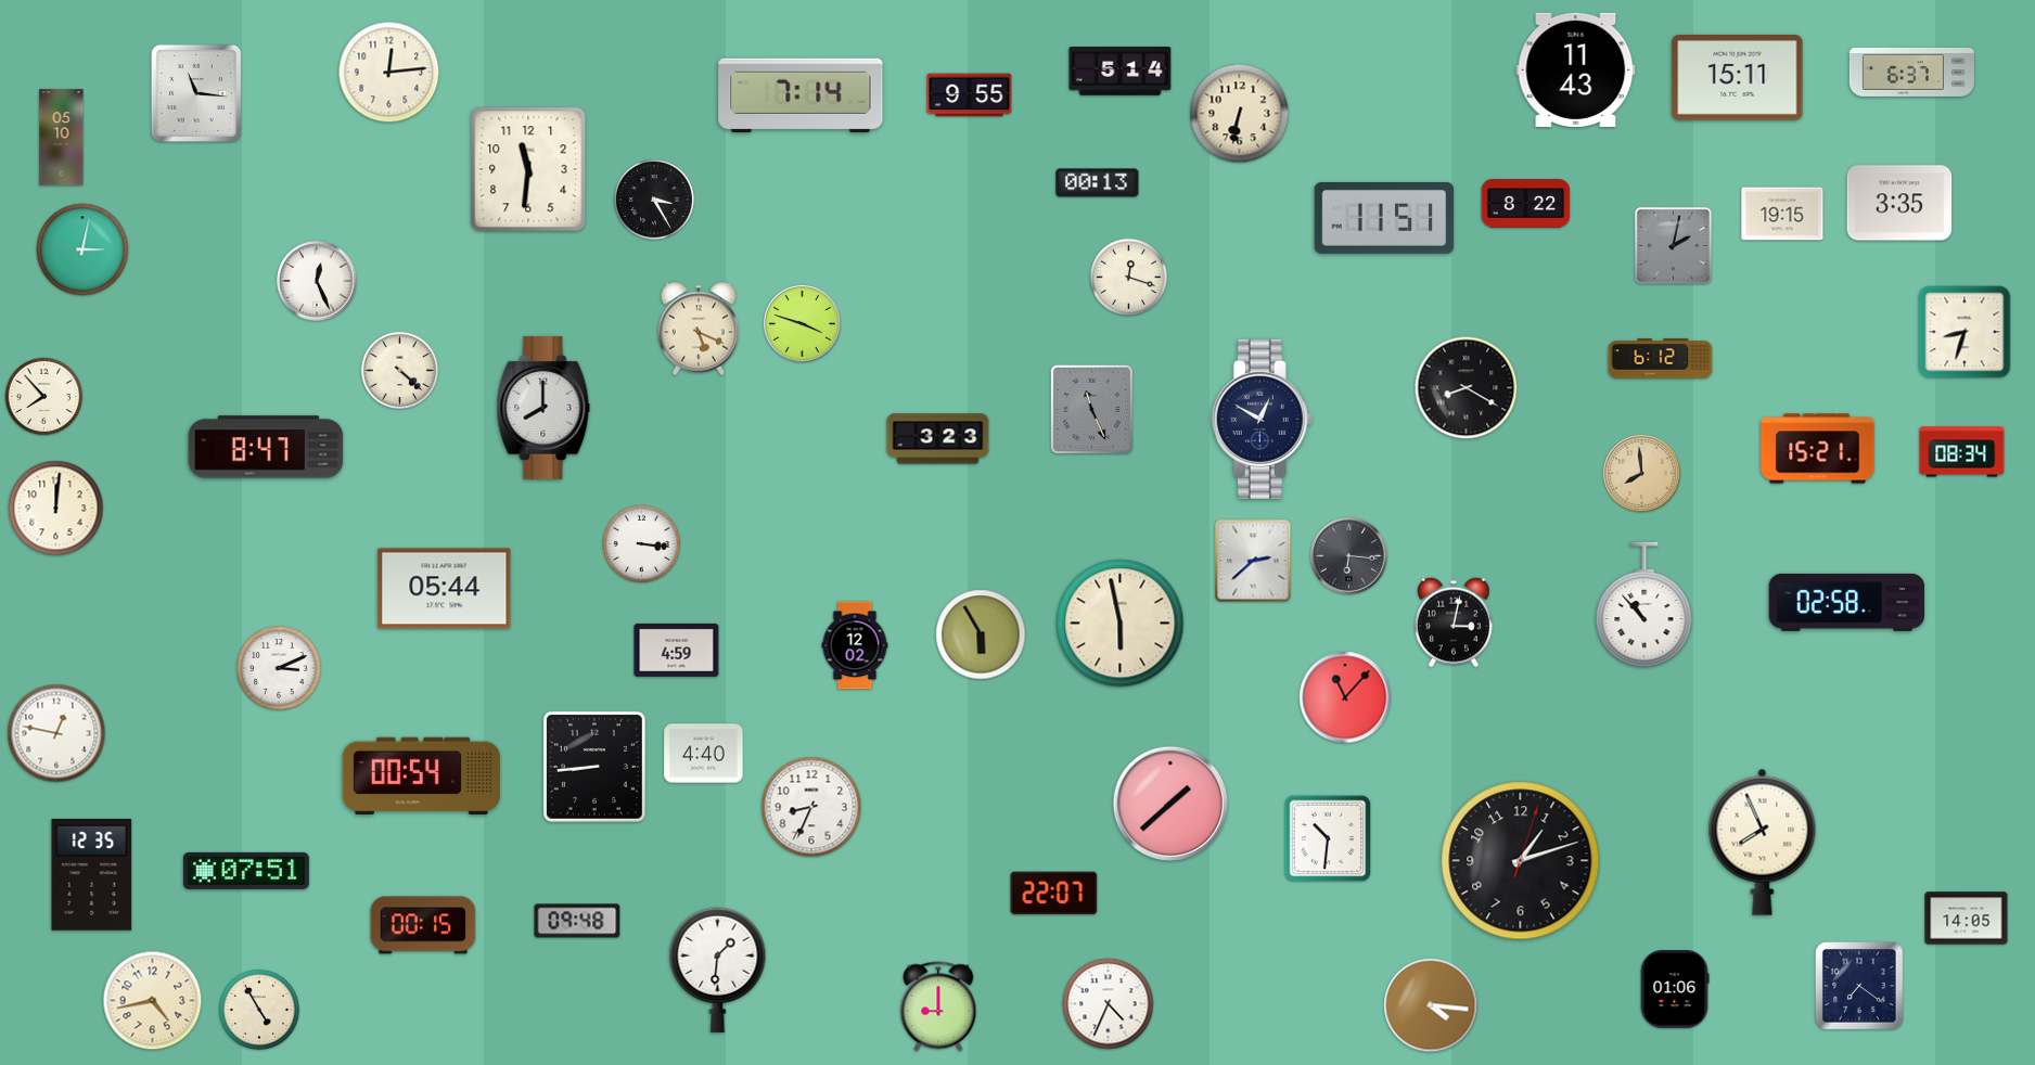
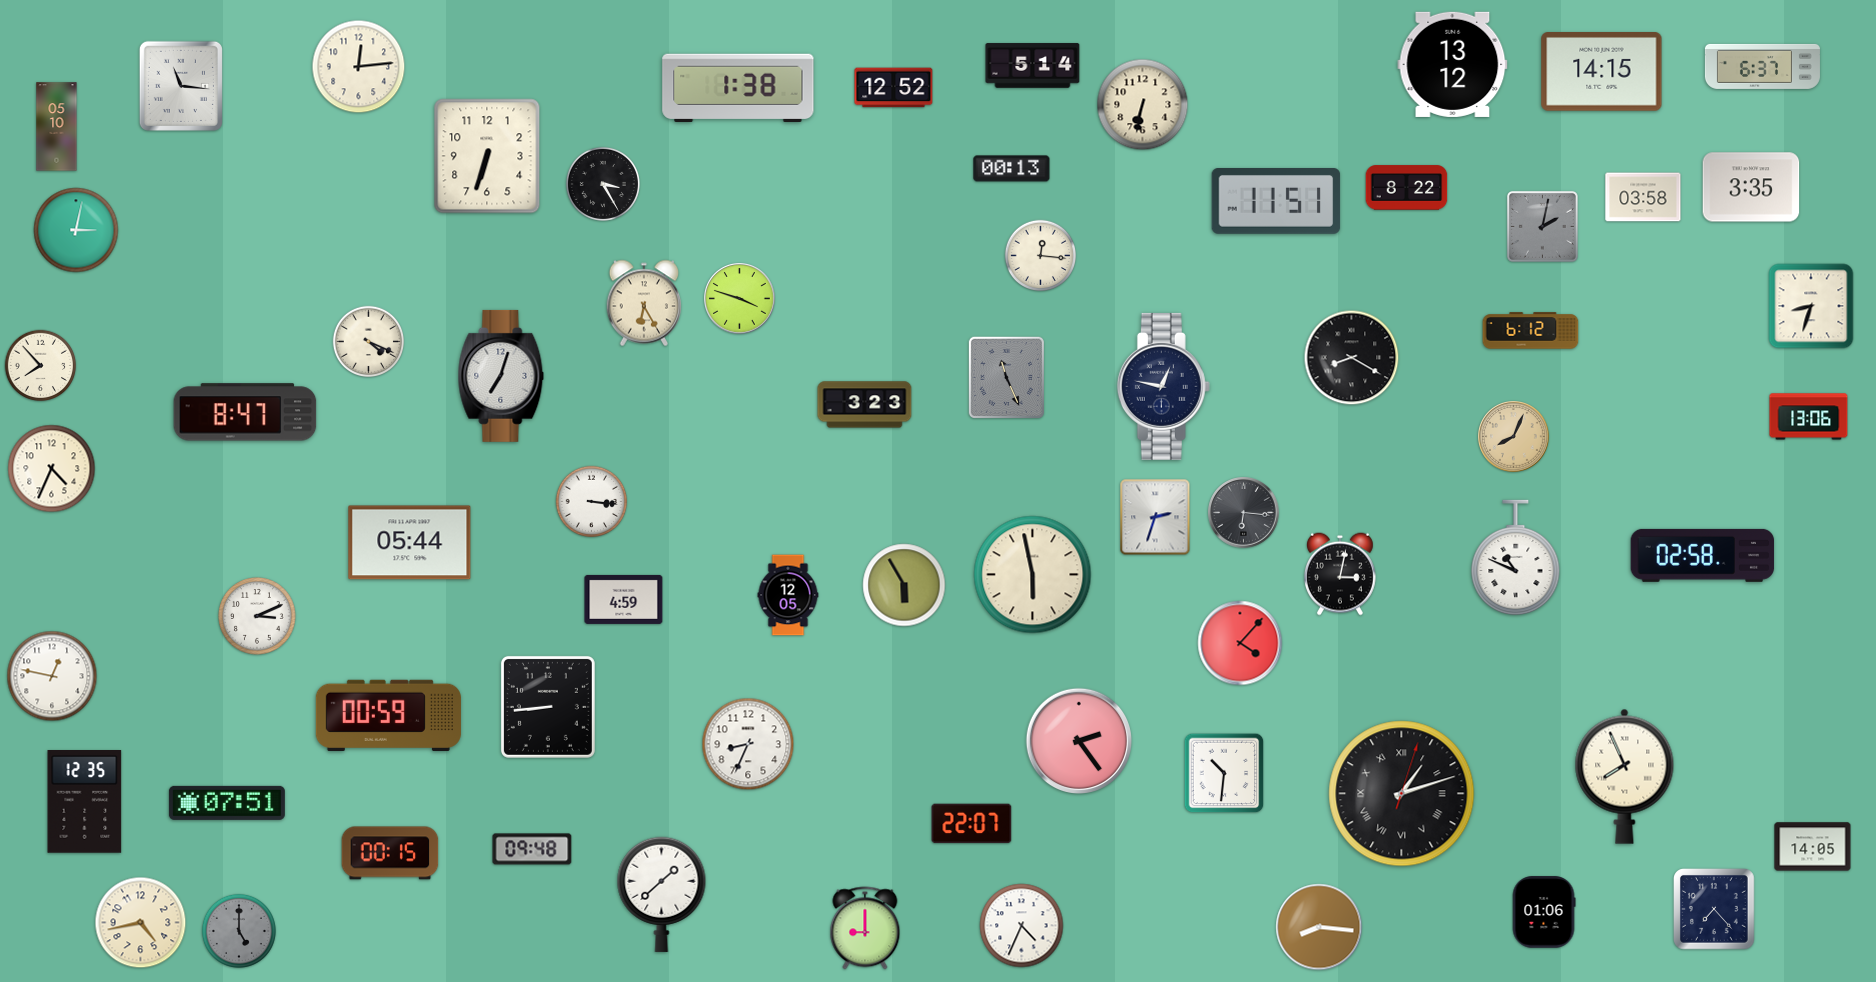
clock at (1576, 69): 11:43 -> 13:12
clock at (1738, 78): 15:11 -> 14:15
clock at (801, 95): 7:14 -> 1:38
clock at (970, 95): 9:55 -> 12:52
clock at (528, 169): 11:31 -> 6:33
clock at (1782, 214): 19:15 -> 03:58
clock at (1129, 278): 12:18 -> 12:16
clock at (317, 281): 12:26 -> none
clock at (699, 329): 5:19 -> 6:25
clock at (400, 371): 4:22 -> 4:19
clock at (543, 408): 8:00 -> 7:03
clock at (1262, 419): 12:50 -> 12:47
clock at (1818, 449): 15:21 -> none
clock at (1962, 452): 08:34 -> 13:06
clock at (1642, 474): 7:59 -> 8:04
clock at (56, 509): 12:01 -> 4:34
clock at (1253, 561): 2:38 -> 2:33
clock at (1644, 605): 10:53 -> 10:49
clock at (855, 645): 12:02 -> 12:05
clock at (1345, 697): 11:07 -> 4:07
clock at (704, 754): 4:40 -> none
clock at (421, 775): 00:54 -> 00:59
clock at (1169, 803): 1:38 -> 2:24
clock at (1521, 861) numerals: Arabic -> Roman
clock at (92, 875) position: (92, 875) -> (85, 802)
clock at (718, 970): 1:31 -> 1:38
clock at (1860, 987): 7:21 -> 7:23
clock at (1431, 1005): 4:16 -> 8:16
clock at (259, 1010): 4:55 -> 5:00
clock at (259, 1010) dial: cream -> grey
